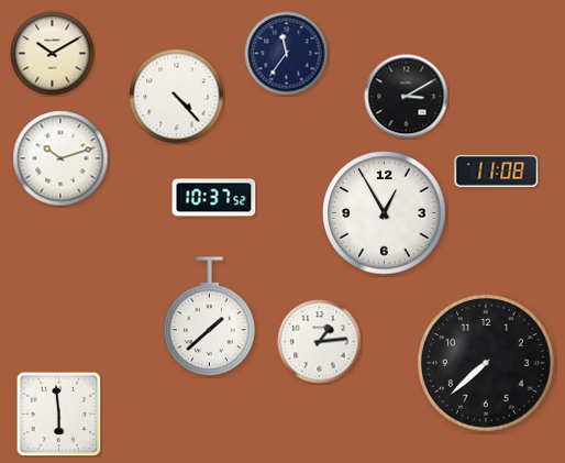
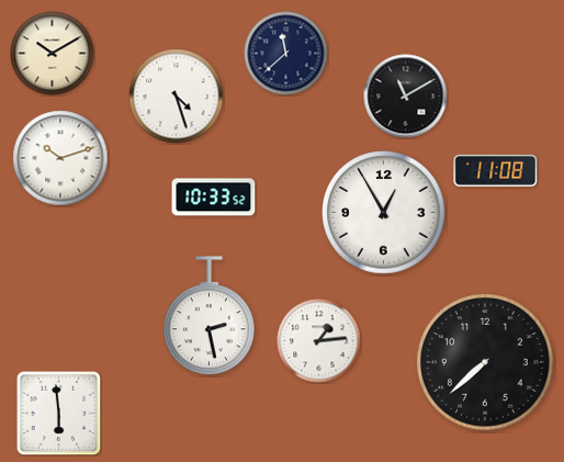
clock at (287, 54): 11:36 -> 11:38
clock at (177, 97): 4:23 -> 4:27
clock at (407, 97): 3:10 -> 11:10
clock at (214, 198): 10:37 -> 10:33
clock at (210, 317): 1:38 -> 2:28
